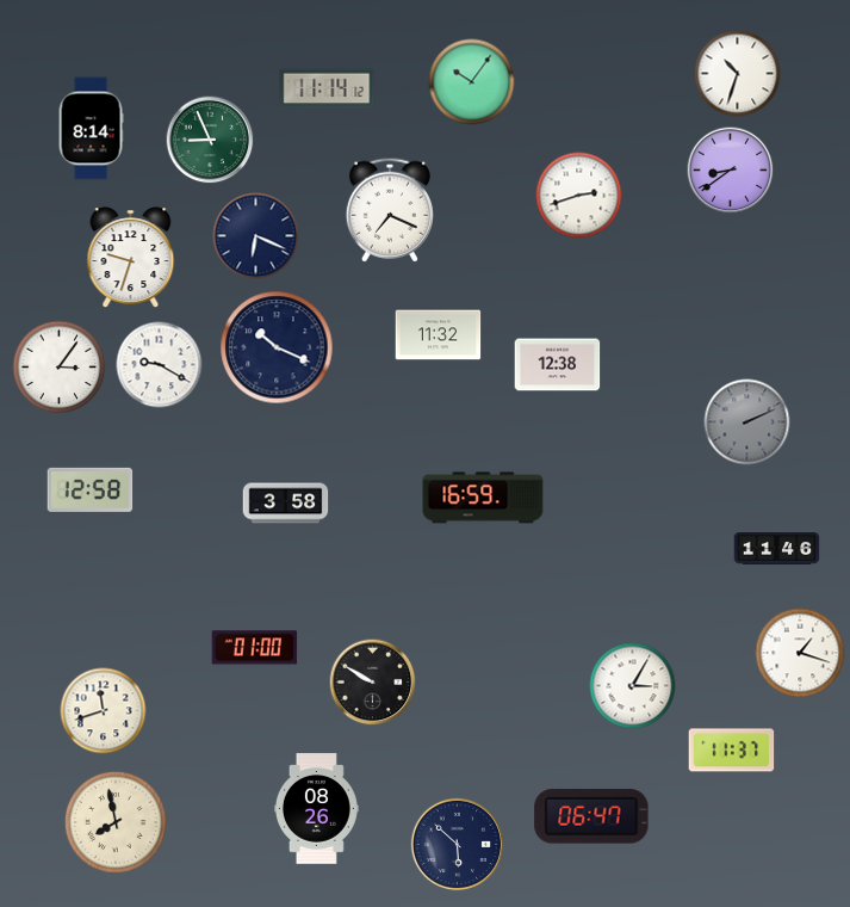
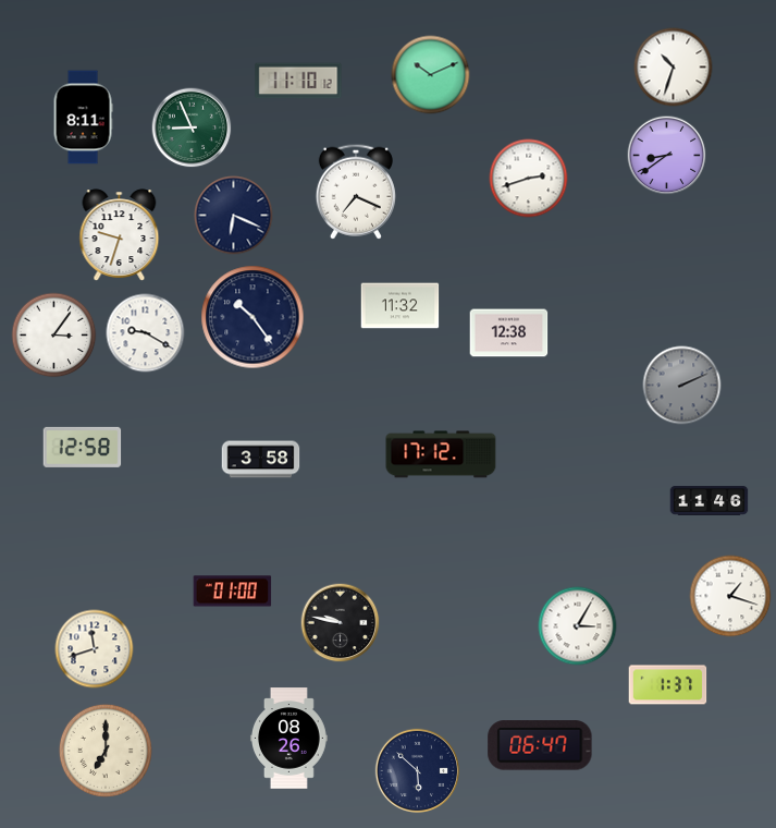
clock at (472, 82): 10:06 -> 10:11
clock at (327, 88): 11:14 -> 11:10
clock at (91, 129): 8:14 -> 8:11
clock at (277, 347): 10:19 -> 10:24
clock at (483, 498): 16:59 -> 17:12
clock at (373, 683): 9:50 -> 9:47
clock at (732, 751): 11:37 -> 1:37
clock at (116, 822): 7:58 -> 7:00
